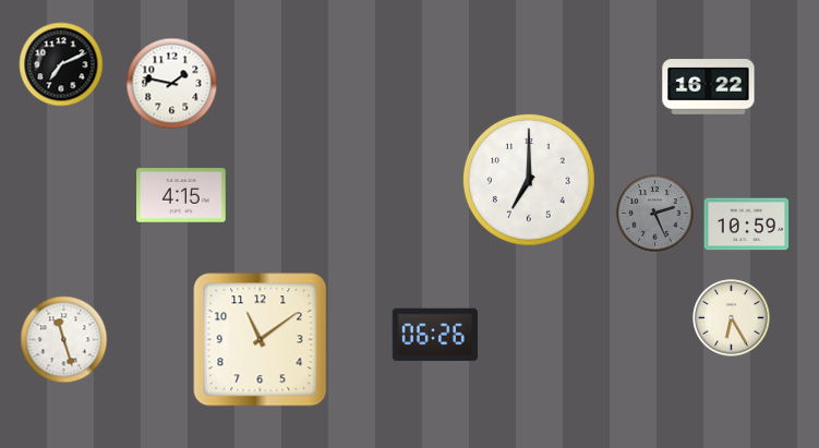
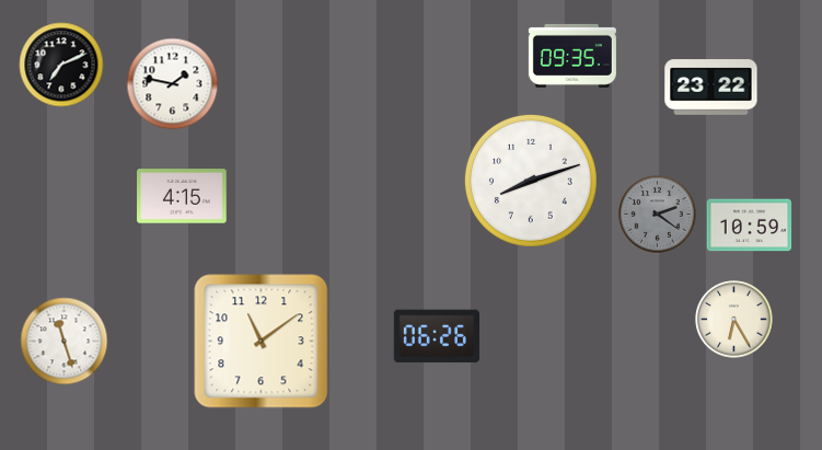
clock at (572, 56): none -> 09:35
clock at (709, 87): 16:22 -> 23:22
clock at (529, 180): 7:00 -> 8:12
clock at (655, 214): 2:26 -> 2:21
